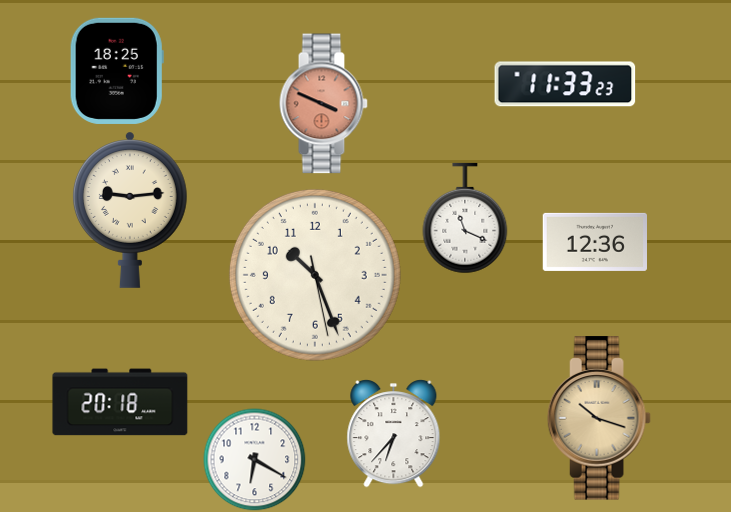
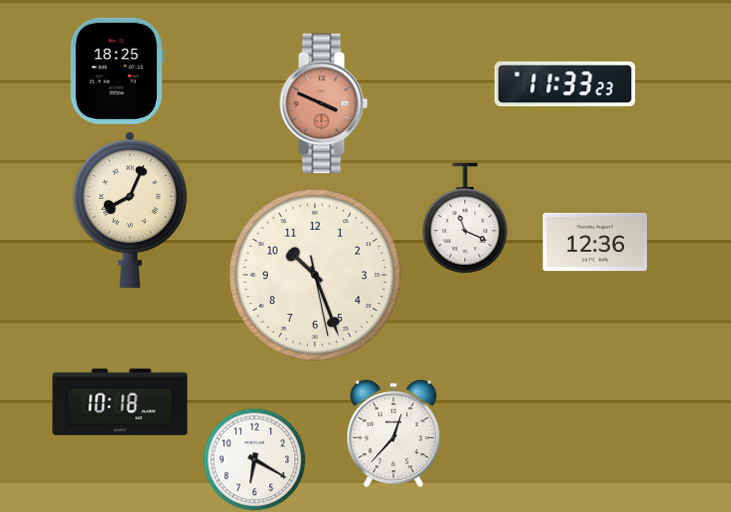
clock at (130, 210): 9:14 -> 8:04
clock at (120, 402): 20:18 -> 10:18
clock at (599, 418): 10:18 -> none
clock at (394, 434): 6:37 -> 12:37
